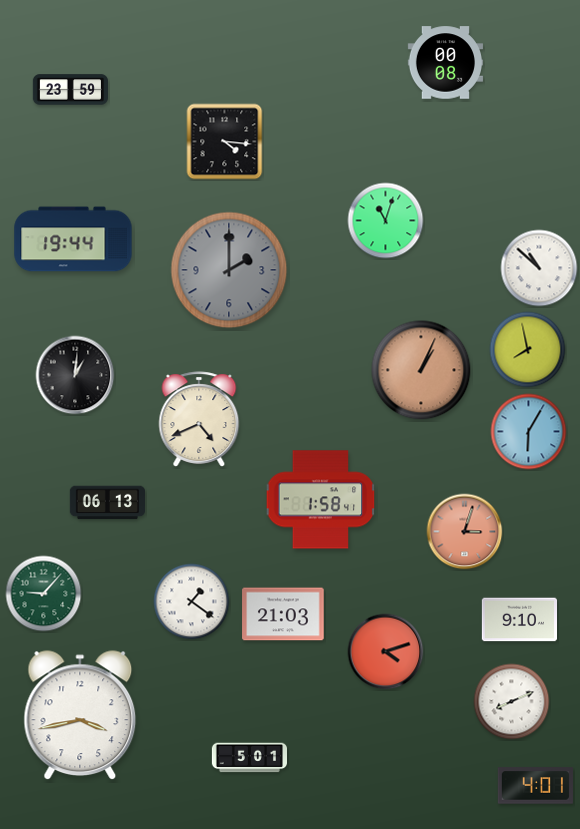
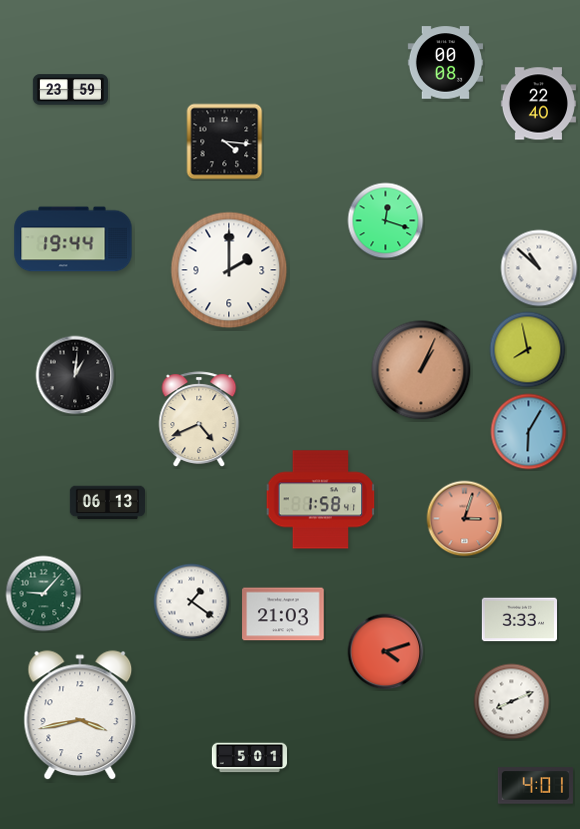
clock at (538, 104): none -> 22:40
clock at (386, 221): 11:03 -> 12:18
clock at (229, 270) dial: grey -> white
clock at (465, 532) position: (465, 532) -> (465, 519)
clock at (519, 620): 9:10 -> 3:33
